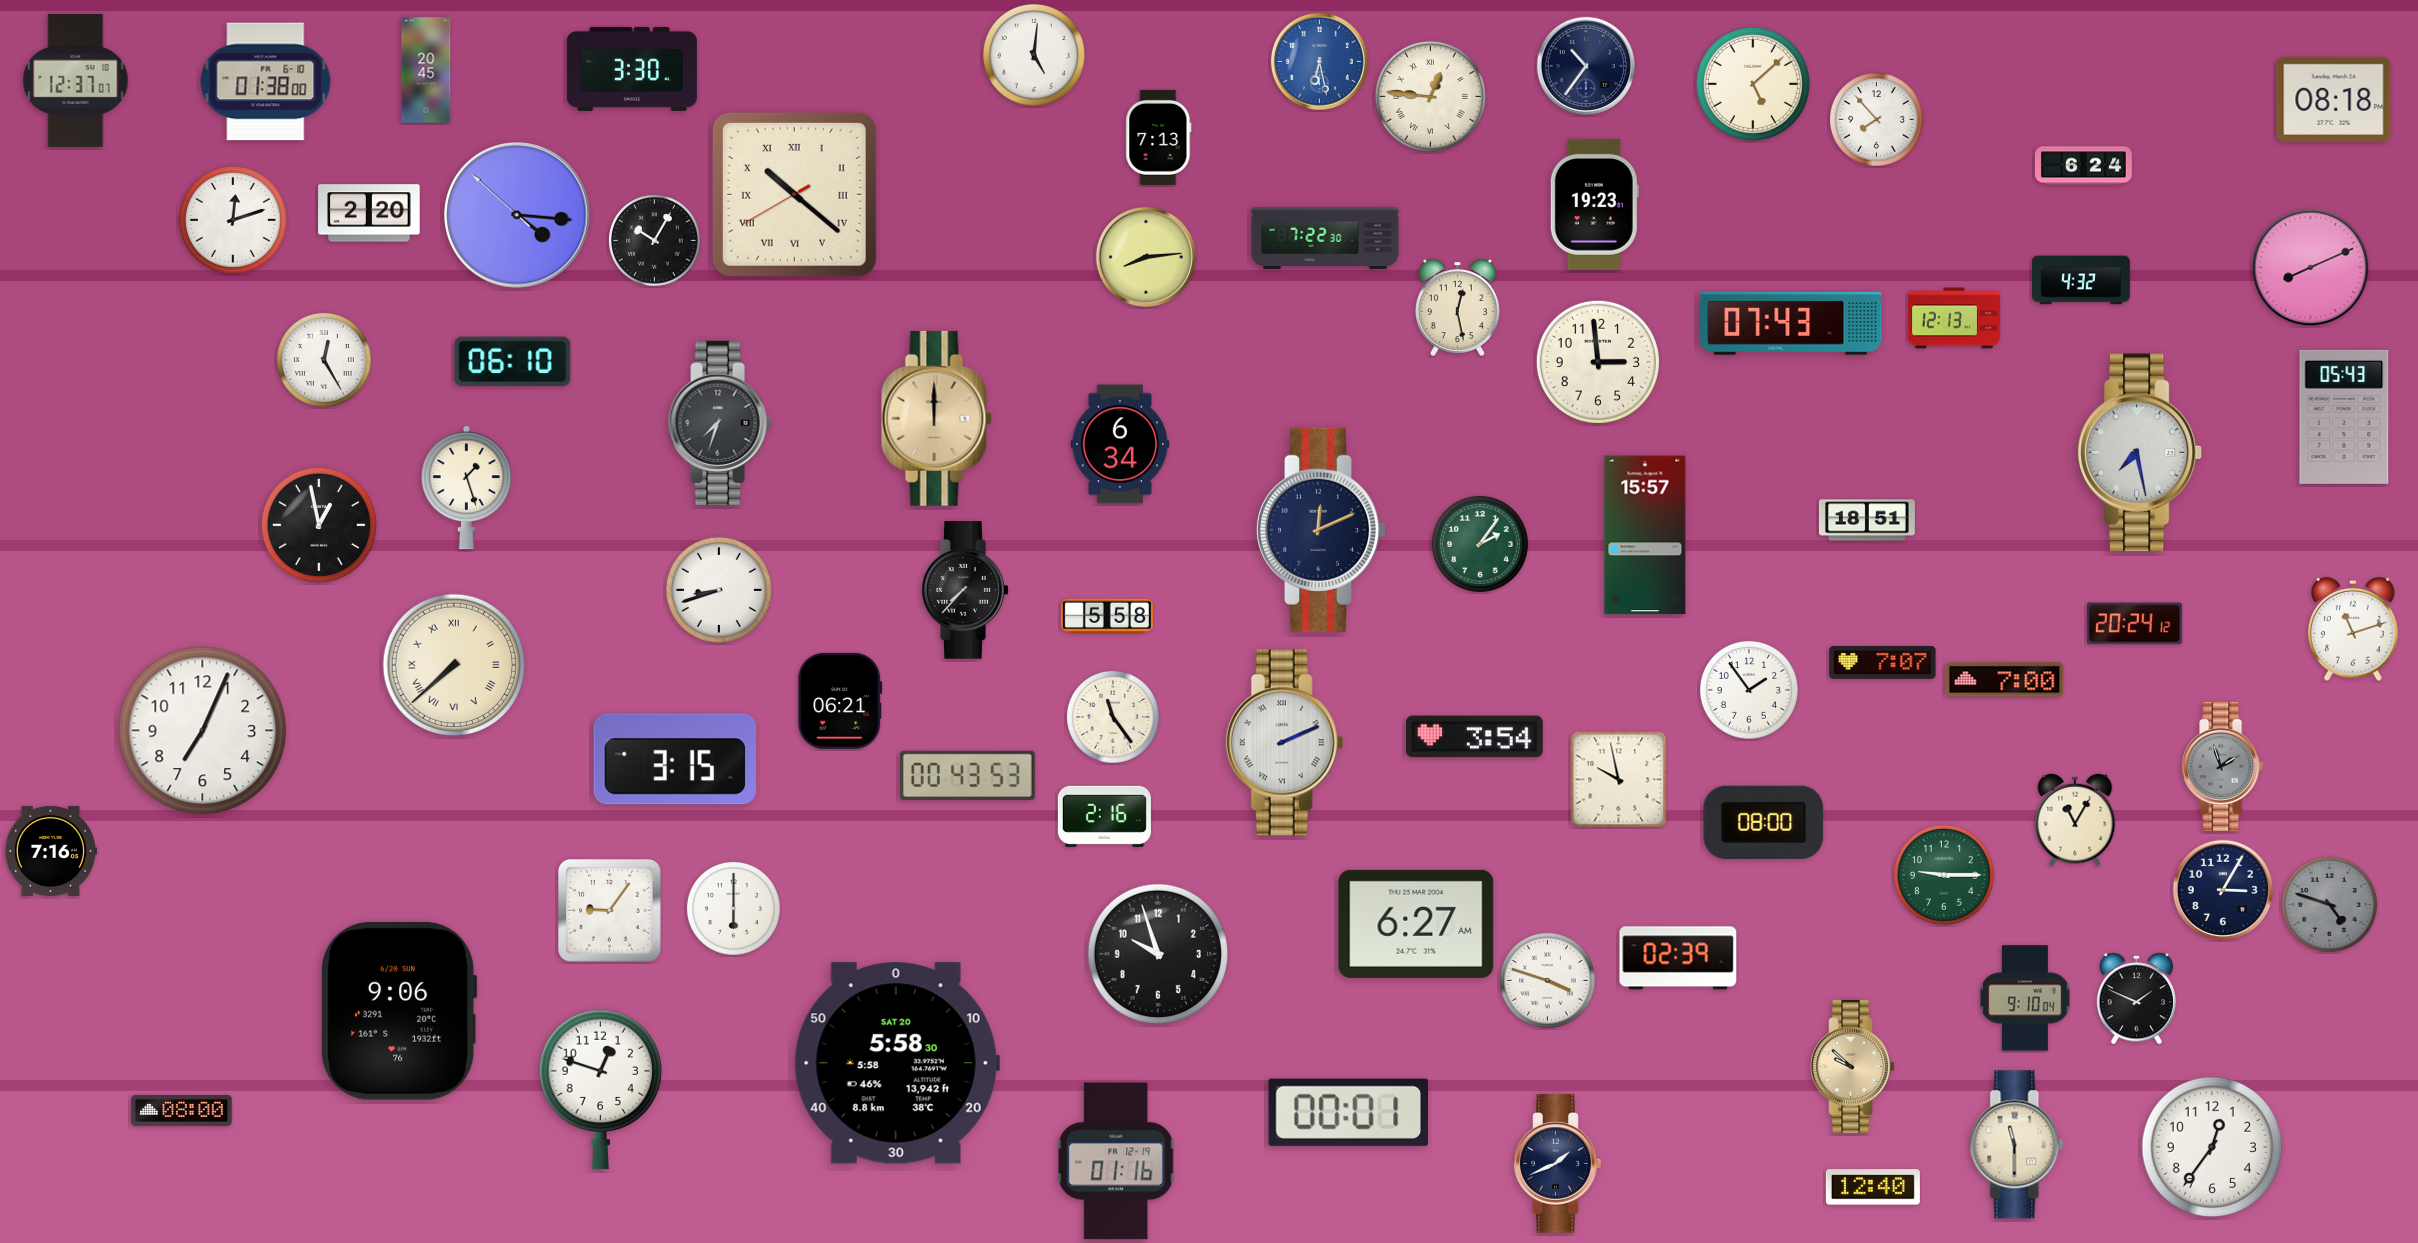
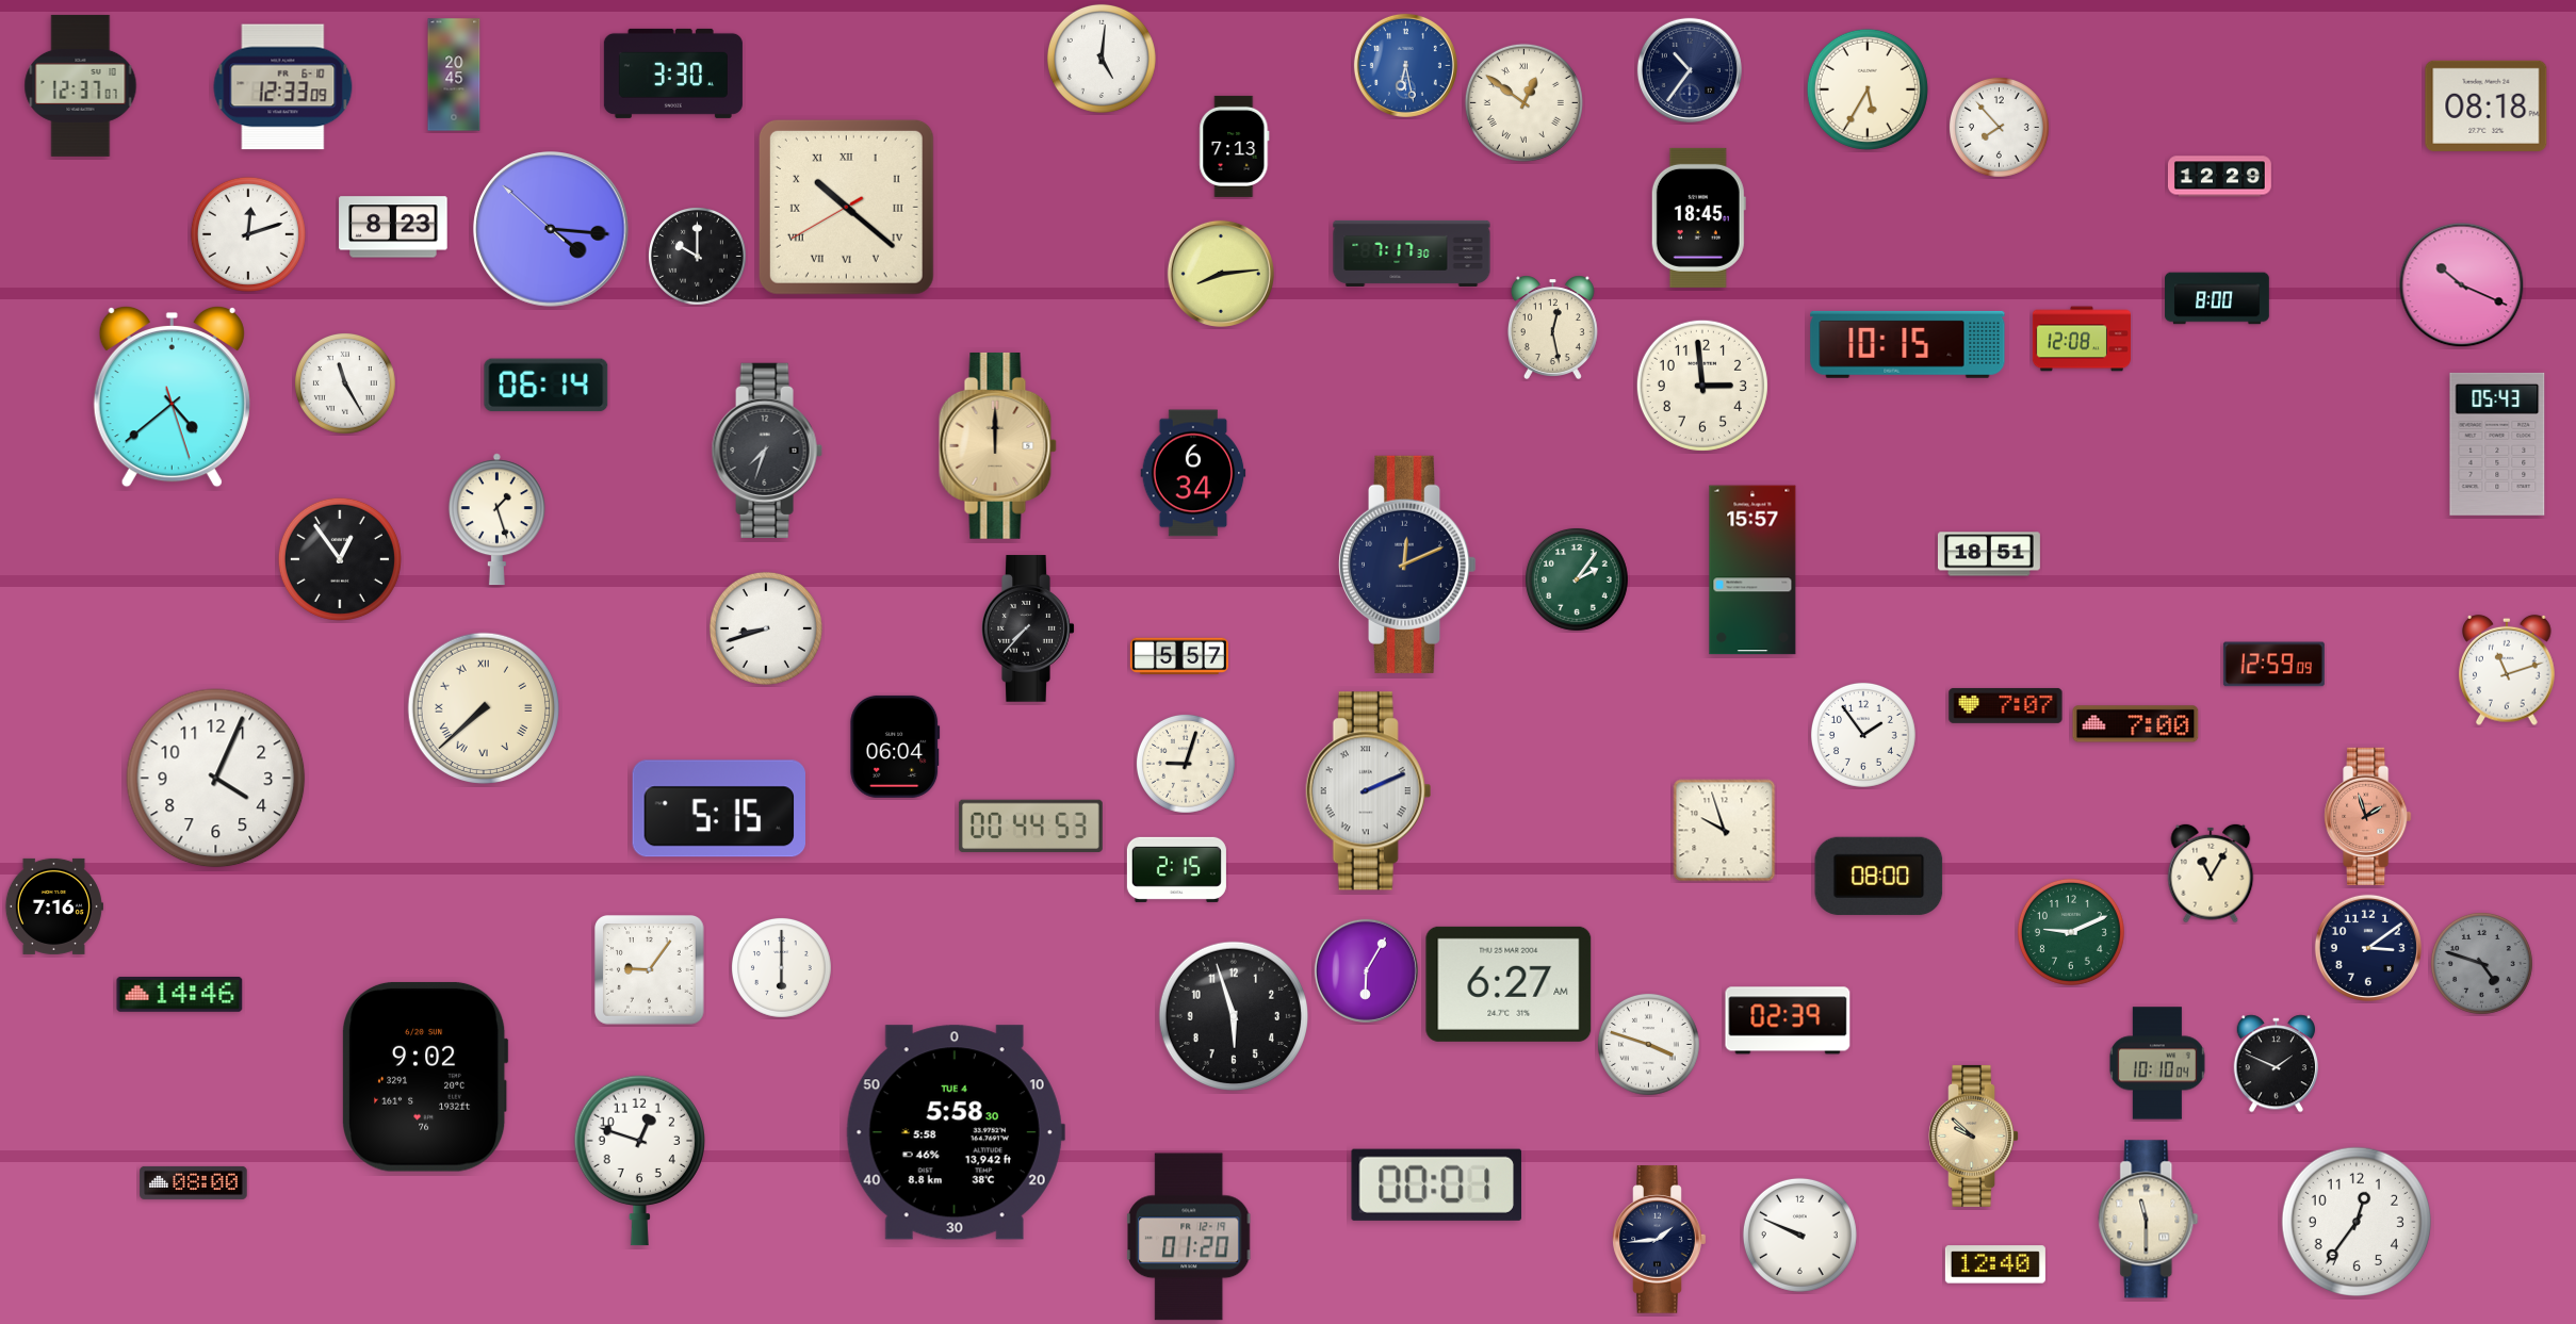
clock at (266, 82): 01:38 -> 12:33
clock at (1753, 84): 5:08 -> 5:35
clock at (1430, 96): 12:46 -> 12:51
clock at (2083, 166): 6:24 -> 12:29
clock at (1594, 204): 19:23 -> 18:45
clock at (369, 213): 2:20 -> 8:23
clock at (1325, 238): 7:22 -> 7:17
clock at (655, 241): 10:05 -> 10:00
clock at (2311, 268): 8:11 -> 10:19
clock at (2081, 280): 4:32 -> 8:00
clock at (1954, 318): 12:13 -> 12:08
clock at (1791, 323): 07:43 -> 10:15
clock at (324, 360): 12:25 -> 11:25
clock at (513, 362): 06:10 -> 06:14
clock at (172, 396): none -> 4:38
clock at (2140, 453): 7:28 -> none
clock at (319, 525): 12:58 -> 12:54
clock at (1107, 616): 5:58 -> 5:57
clock at (2134, 624): 20:24 -> 12:59
clock at (840, 701): 06:21 -> 06:04
clock at (1114, 718): 11:24 -> 9:03
clock at (203, 731): 7:04 -> 4:04
clock at (1475, 737): 3:54 -> none
clock at (674, 759): 3:15 -> 5:15
clock at (2223, 766) dial: grey -> salmon
clock at (967, 775): 00:43 -> 00:44
clock at (1619, 780): 9:58 -> 9:57
clock at (1104, 816): 2:16 -> 2:15
clock at (1944, 875): 9:15 -> 9:11
clock at (2223, 890): 3:05 -> 3:09
clock at (1366, 970): none -> 6:05
clock at (180, 994): none -> 14:46
clock at (1158, 954): 9:57 -> 5:57
clock at (2025, 998): 9:10 -> 10:10
clock at (400, 1011): 9:06 -> 9:02
clock at (897, 1063) date: SAT 20 -> TUE 4
clock at (1799, 1235): none -> 9:49
clock at (1117, 1161): 01:16 -> 01:20
clock at (1558, 1164): 1:41 -> 1:44
